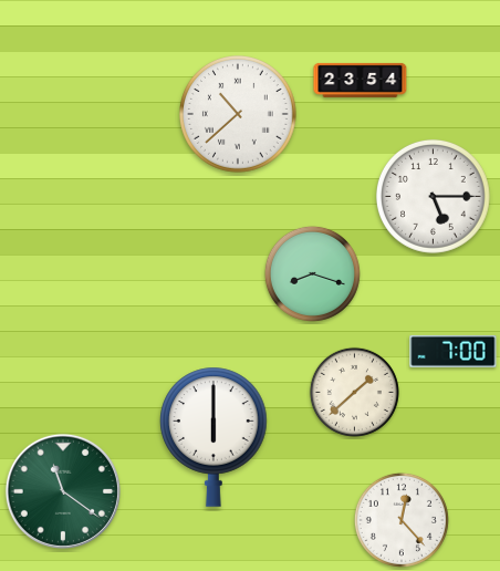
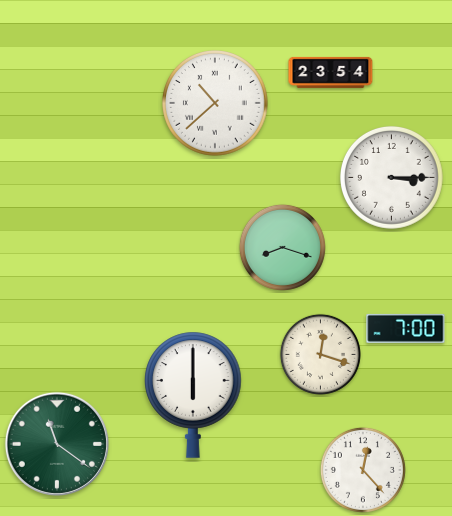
clock at (361, 80) position: (361, 80) -> (331, 72)
clock at (433, 196): 5:15 -> 3:15
clock at (454, 351) position: (454, 351) -> (406, 328)
clock at (354, 392): 1:38 -> 12:18
